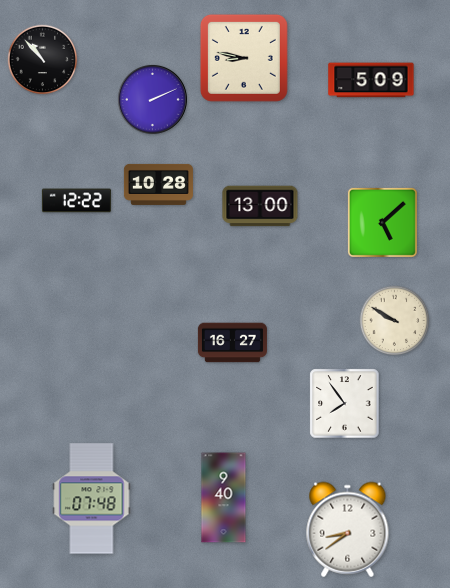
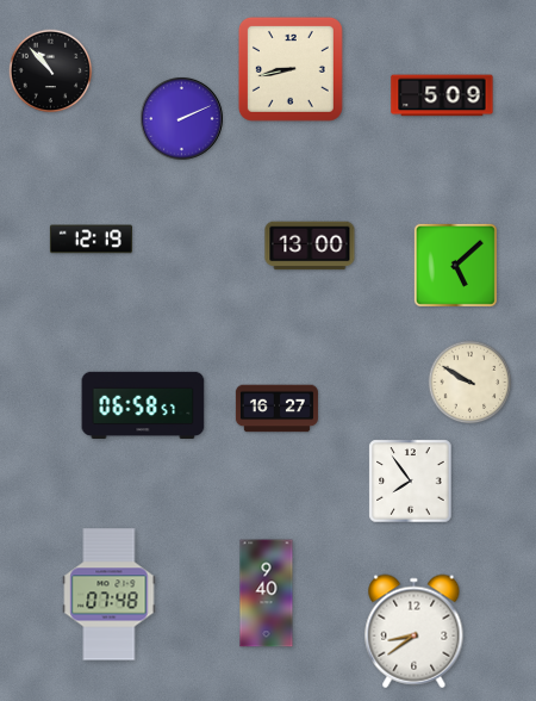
clock at (244, 58): 8:47 -> 8:43
clock at (158, 184): 10:28 -> none
clock at (76, 201): 12:22 -> 12:19
clock at (143, 405): none -> 06:58
